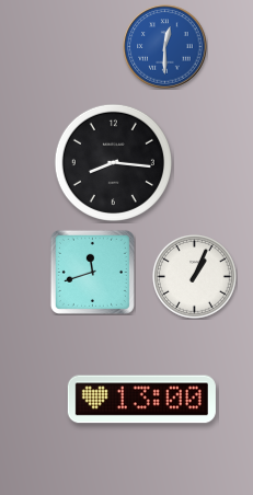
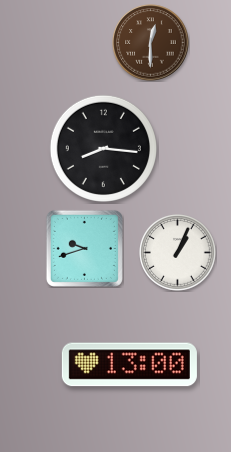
clock at (165, 47) dial: blue -> brown
clock at (92, 272): 11:42 -> 9:42
